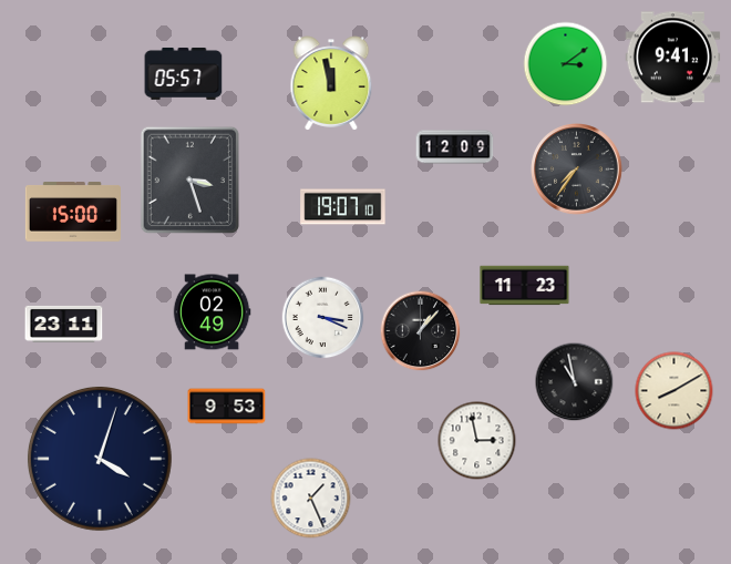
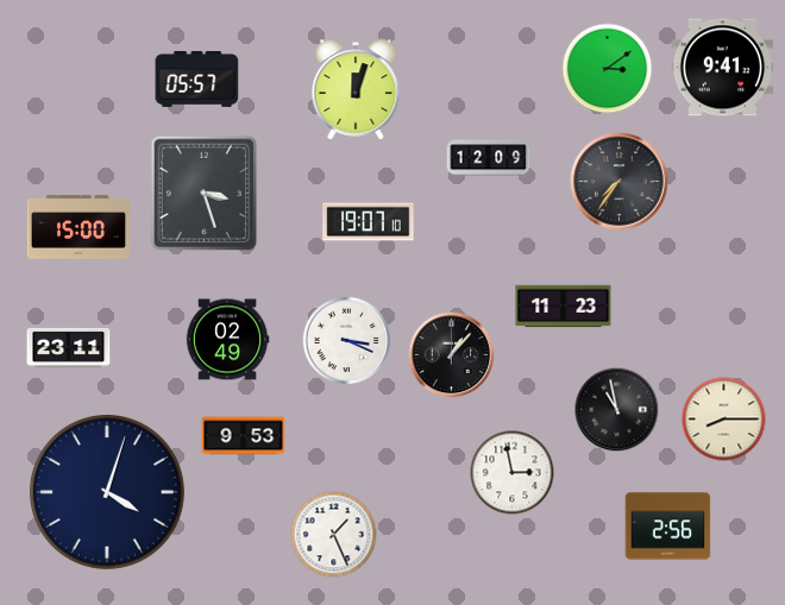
clock at (673, 58) position: (673, 58) -> (723, 68)
clock at (331, 83): 11:58 -> 12:03
clock at (212, 312) position: (212, 312) -> (227, 340)
clock at (675, 391): 8:10 -> 8:15
clock at (668, 527): none -> 2:56
